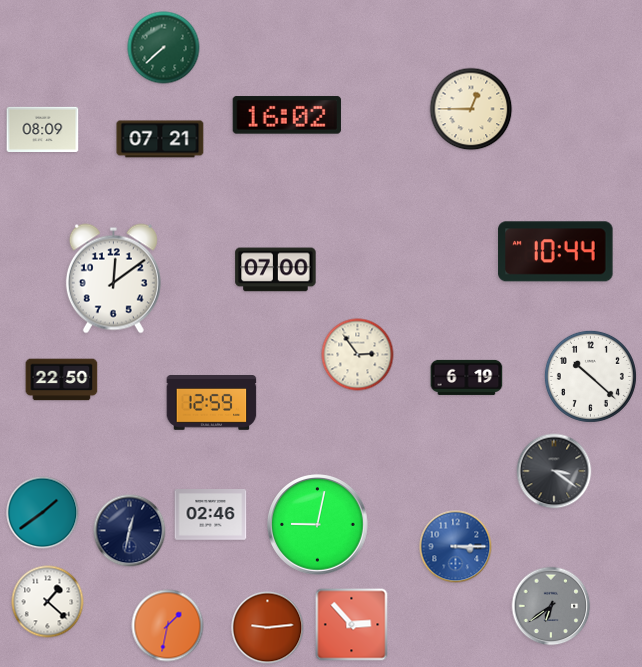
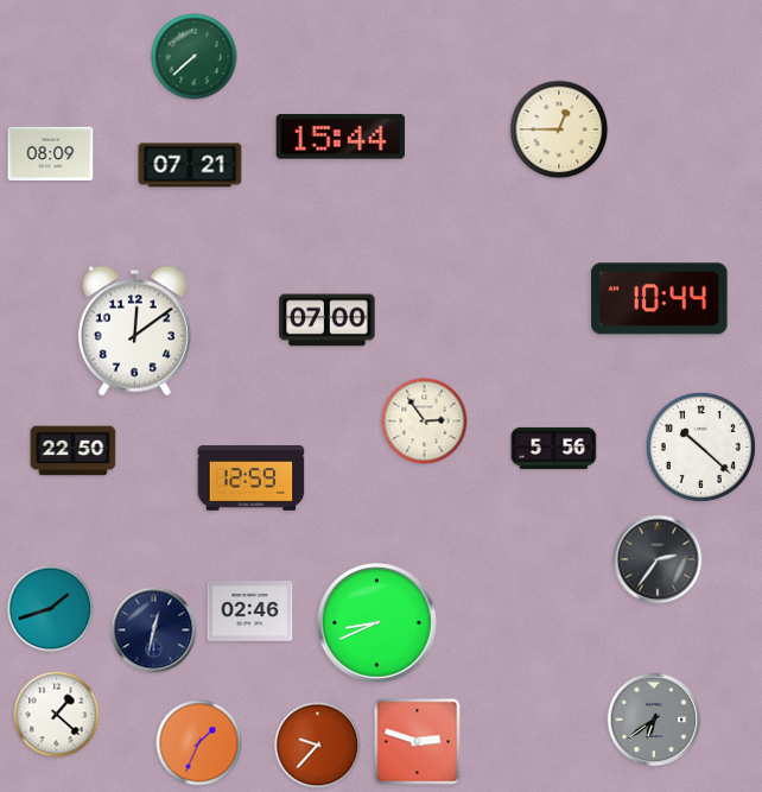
clock at (286, 115): 16:02 -> 15:44
clock at (467, 377): 6:19 -> 5:56
clock at (554, 471): 3:21 -> 2:36
clock at (43, 513): 1:39 -> 1:42
clock at (318, 525): 9:02 -> 8:41
clock at (456, 547): 3:15 -> none
clock at (352, 625): 2:53 -> 2:48
clock at (168, 626): 1:32 -> 1:34
clock at (268, 628): 9:14 -> 9:37
